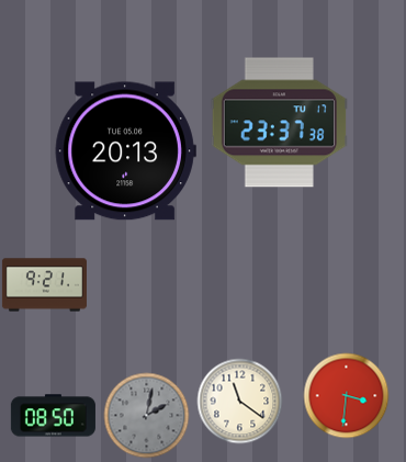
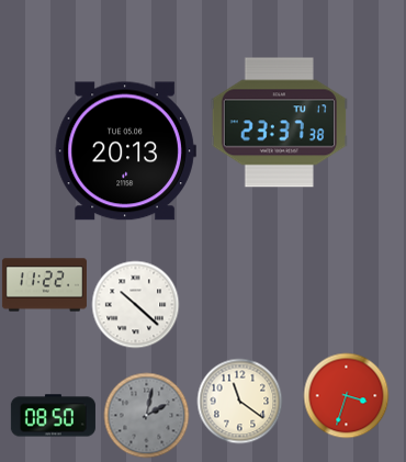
clock at (44, 285): 9:21 -> 11:22
clock at (135, 304): none -> 10:22
clock at (346, 395): 3:31 -> 3:33
